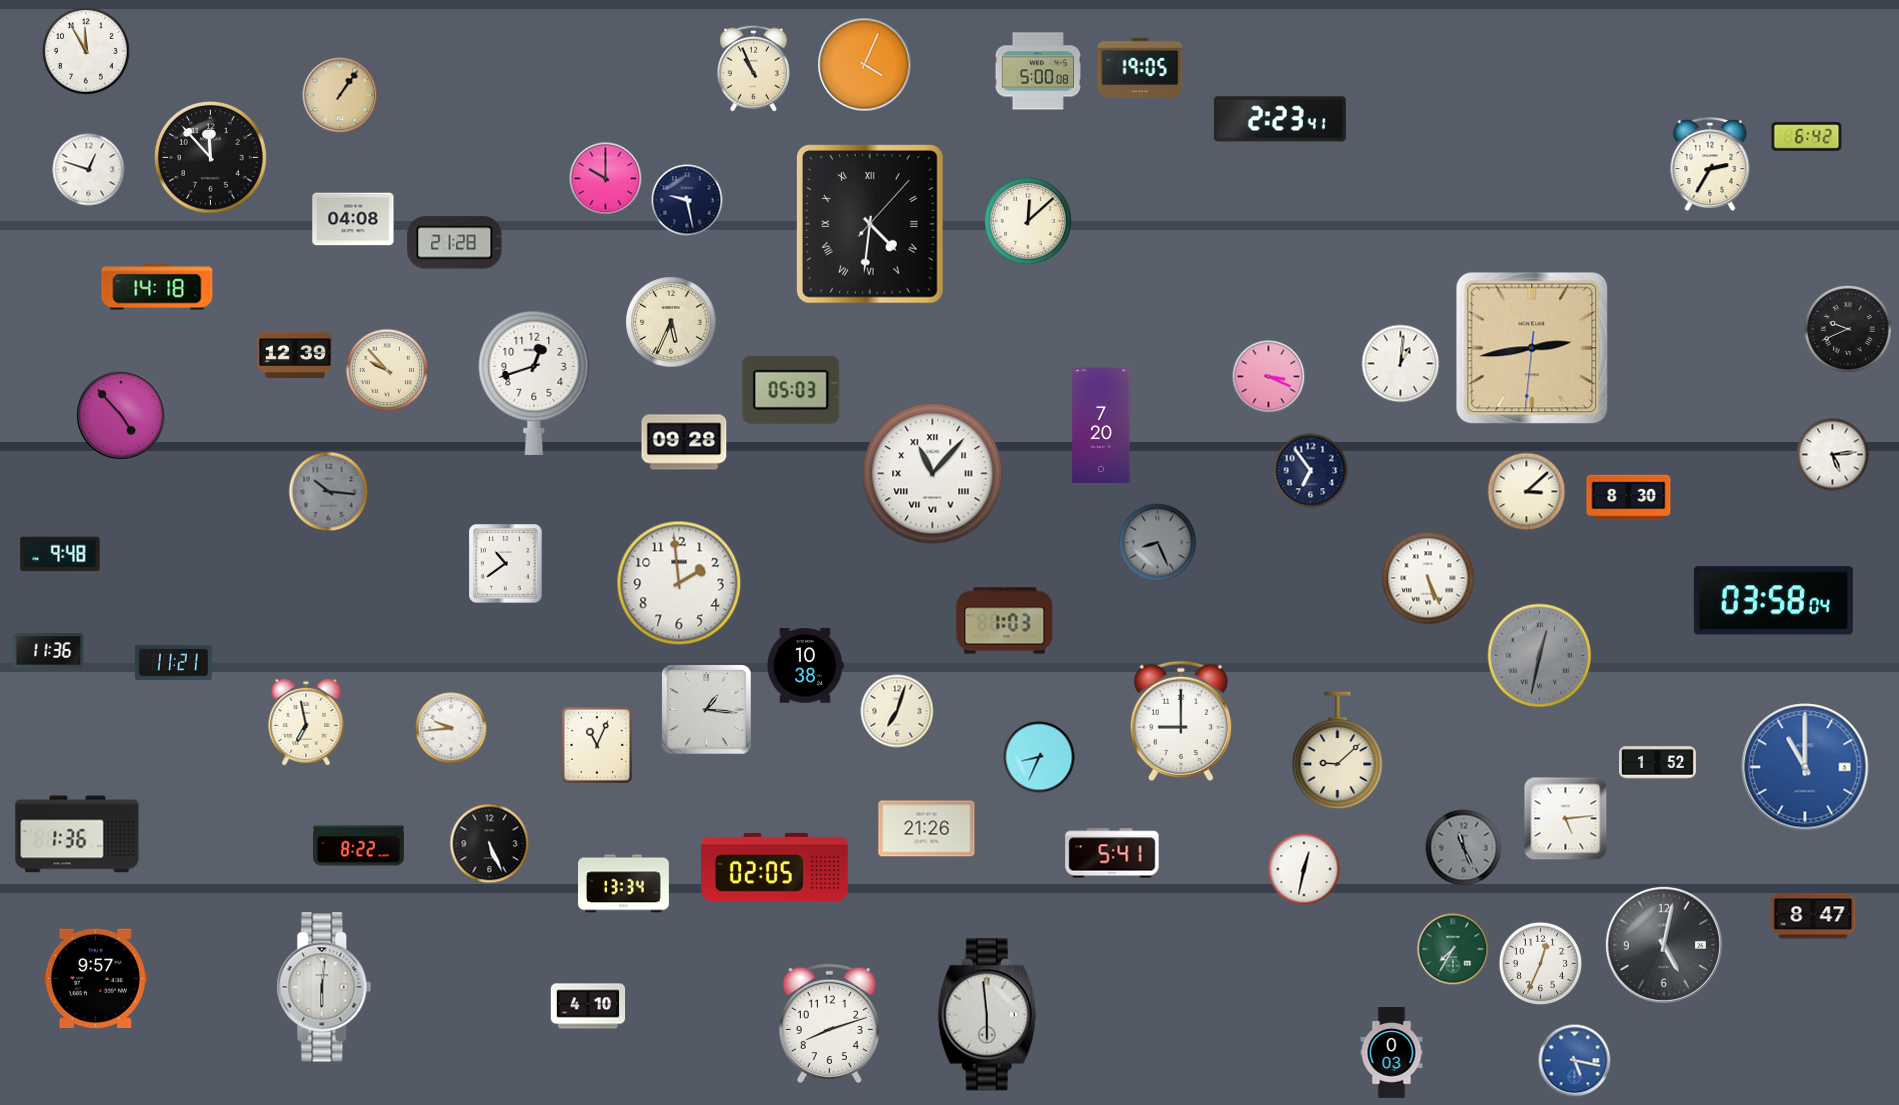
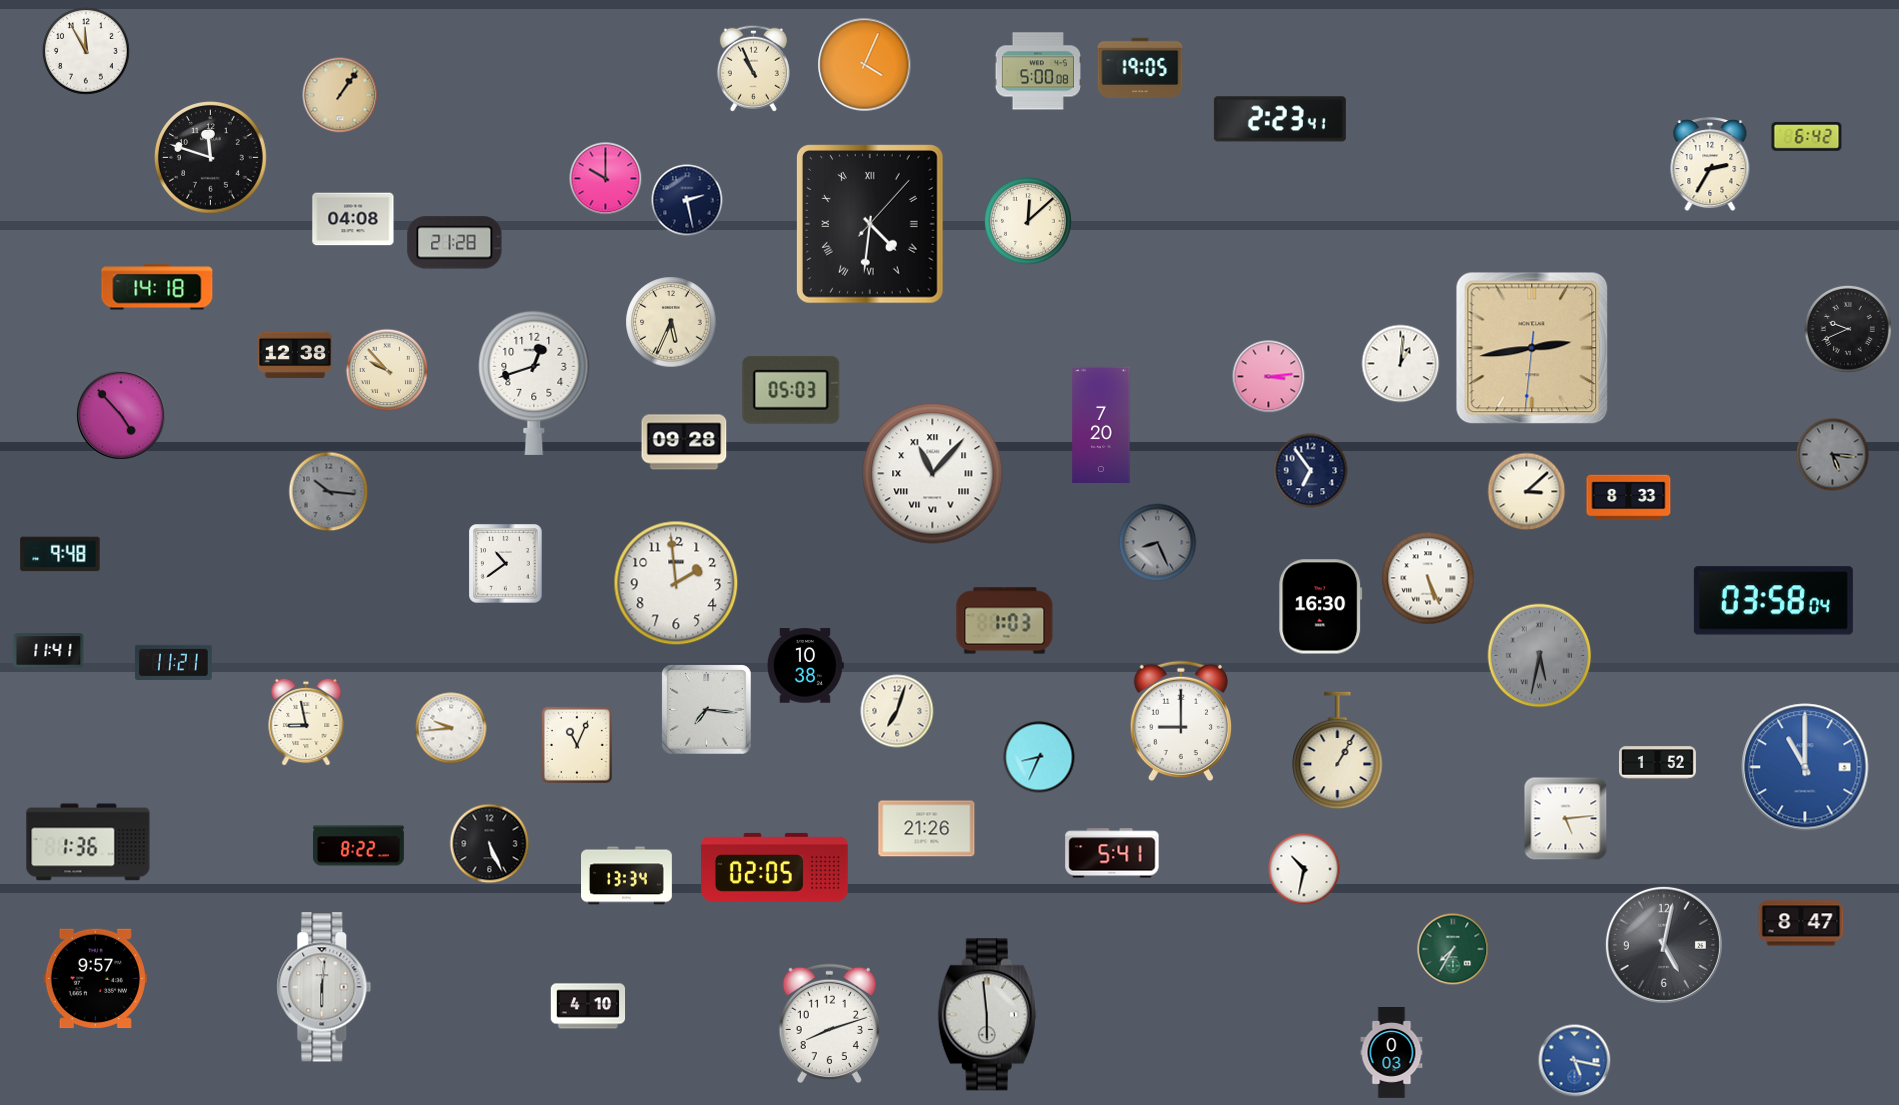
clock at (211, 158): 11:53 -> 11:48
clock at (89, 170): 12:48 -> none
clock at (687, 200): 9:28 -> 2:28
clock at (295, 355): 12:39 -> 12:38
clock at (1269, 377): 3:19 -> 3:14
clock at (1833, 455): 5:14 -> 5:16
clock at (1833, 455) dial: white -> grey
clock at (1629, 498): 8:30 -> 8:33
clock at (679, 583) position: (679, 583) -> (676, 583)
clock at (1321, 607): none -> 16:30
clock at (49, 651): 11:36 -> 11:41
clock at (1540, 656): 12:32 -> 5:32
clock at (707, 710): 1:16 -> 7:16
clock at (306, 722): 6:58 -> 8:58
clock at (597, 745) position: (597, 745) -> (577, 745)
clock at (1338, 751): 9:08 -> 1:05
clock at (77, 834) position: (77, 834) -> (88, 842)
clock at (1464, 848): 11:26 -> none
clock at (1304, 869): 12:32 -> 10:32
clock at (624, 884) position: (624, 884) -> (627, 876)
clock at (1813, 916) position: (1813, 916) -> (1801, 923)
clock at (1541, 964): 12:34 -> none
